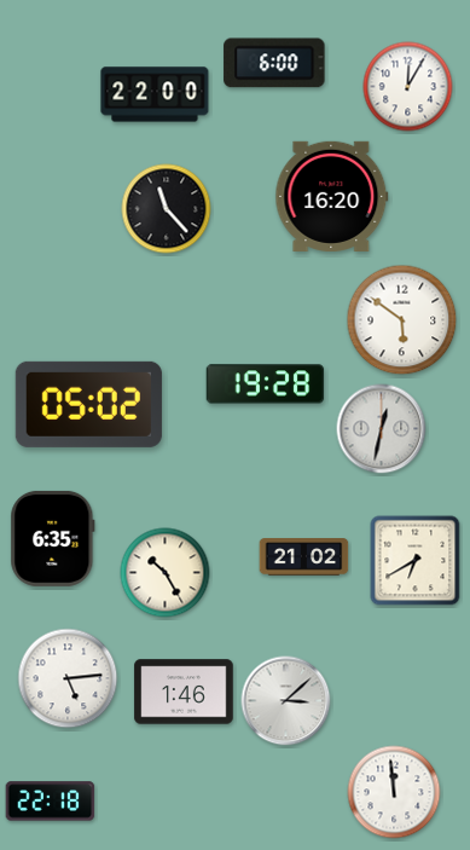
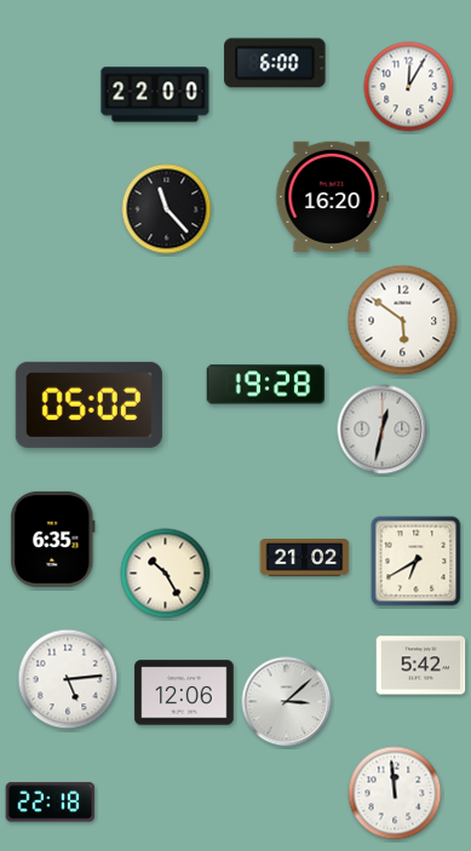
clock at (421, 666): none -> 5:42
clock at (184, 692): 1:46 -> 12:06
